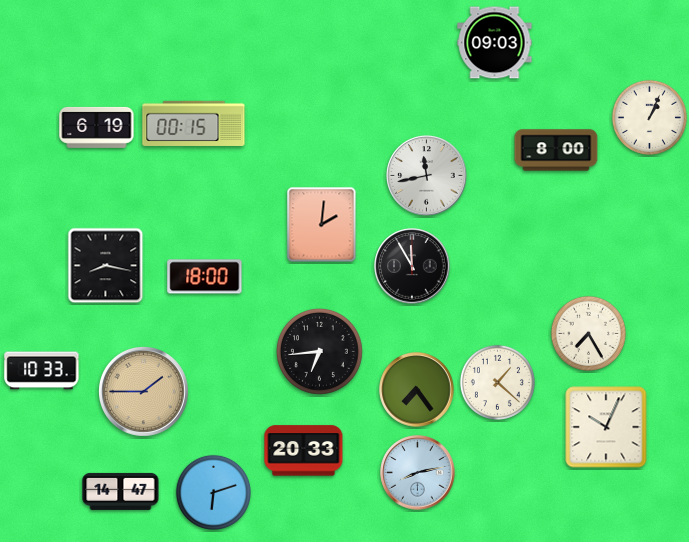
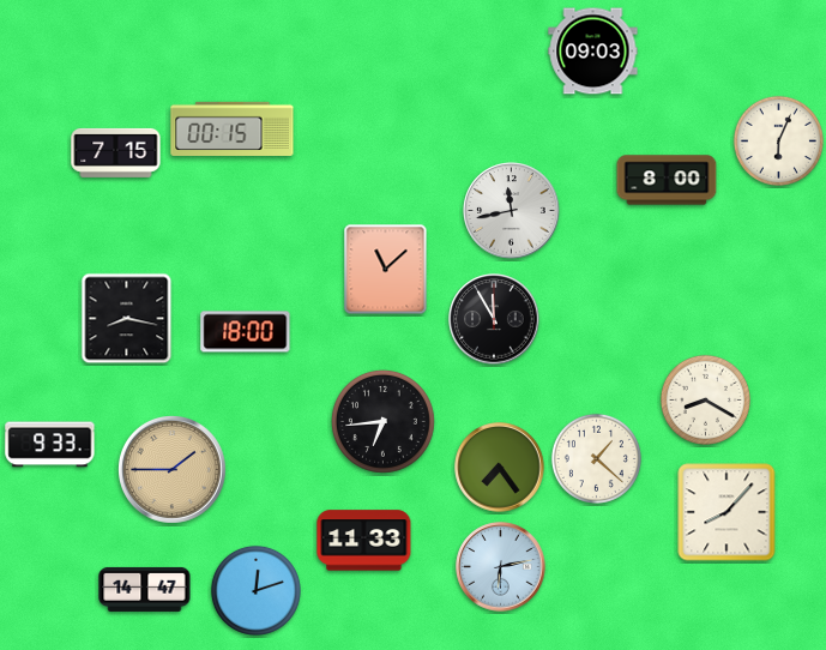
clock at (649, 117): 1:04 -> 6:04
clock at (194, 123) position: (194, 123) -> (233, 128)
clock at (97, 127): 6:19 -> 7:15
clock at (322, 225): 2:01 -> 11:08
clock at (588, 333): 7:25 -> 8:20
clock at (42, 371): 10:33 -> 9:33
clock at (606, 427): 10:04 -> 8:07
clock at (304, 451): 20:33 -> 11:33
clock at (418, 473): 8:13 -> 6:13
clock at (213, 492): 6:12 -> 12:12
